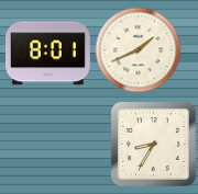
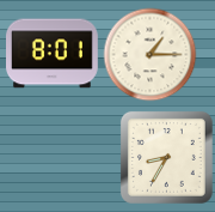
clock at (137, 49): 1:41 -> 1:15
clock at (48, 54) position: (48, 54) -> (53, 54)
